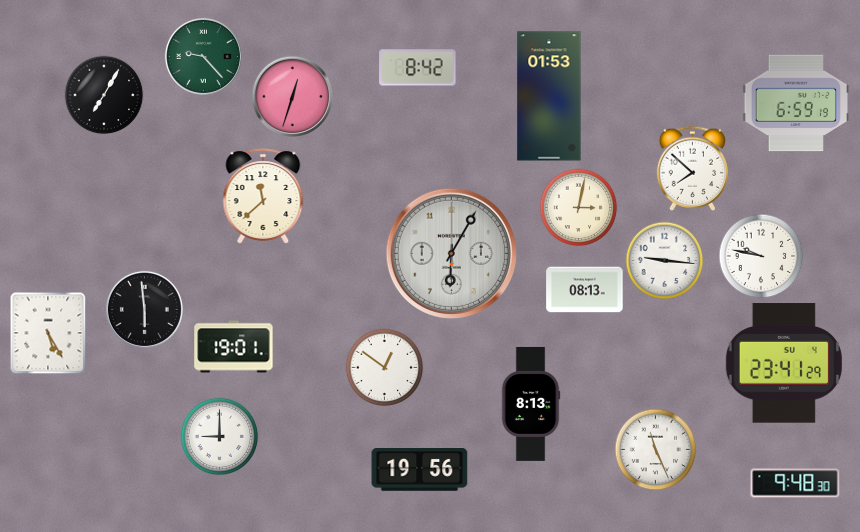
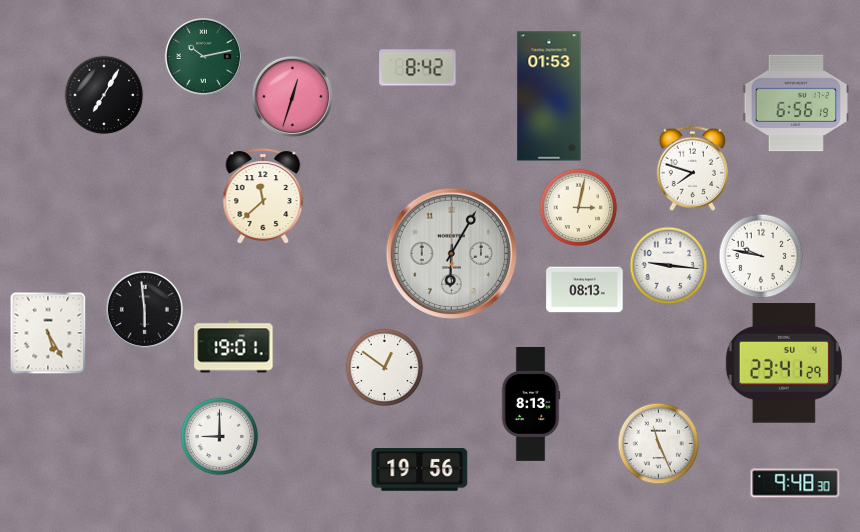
clock at (203, 56): 9:23 -> 10:13
clock at (796, 103): 6:59 -> 6:56
clock at (692, 168): 7:52 -> 7:48
clock at (664, 260) position: (664, 260) -> (668, 265)
clock at (655, 449) position: (655, 449) -> (658, 443)
